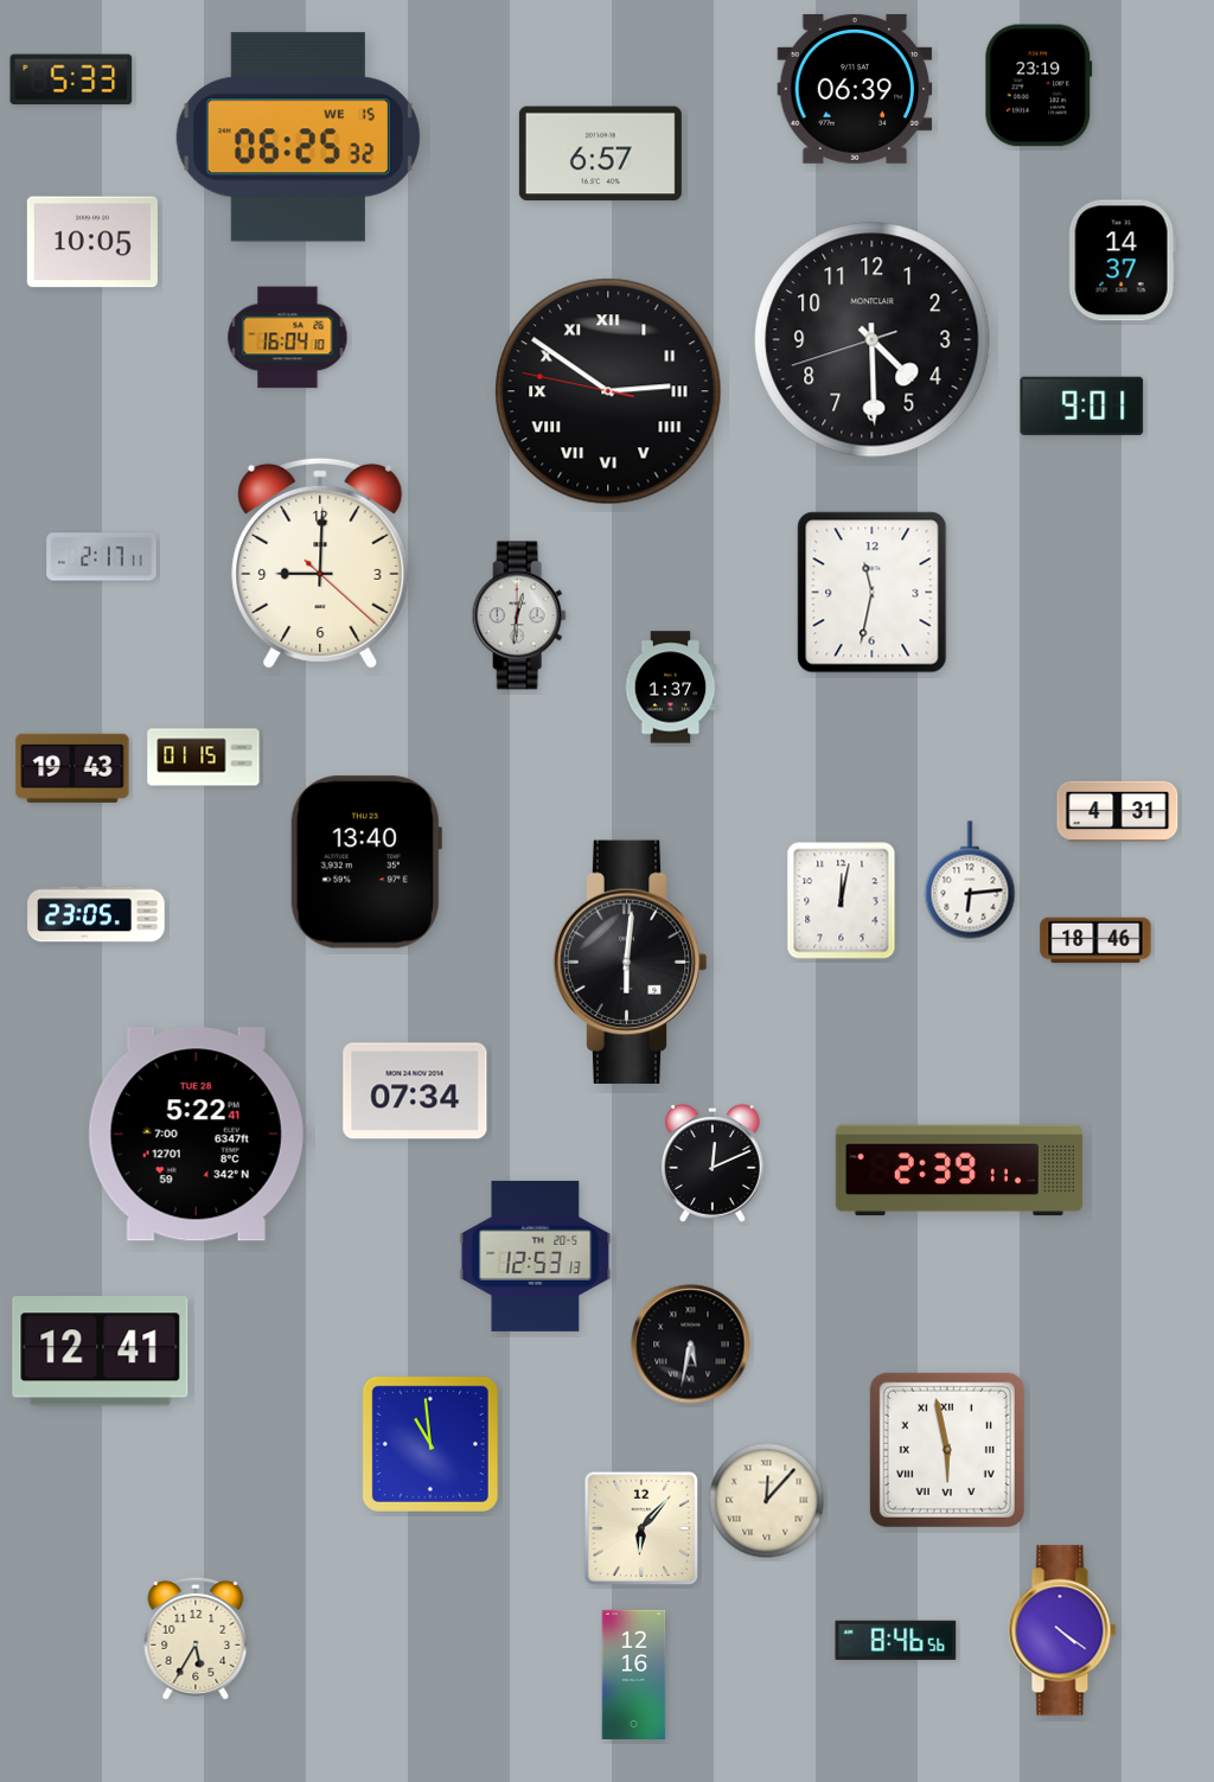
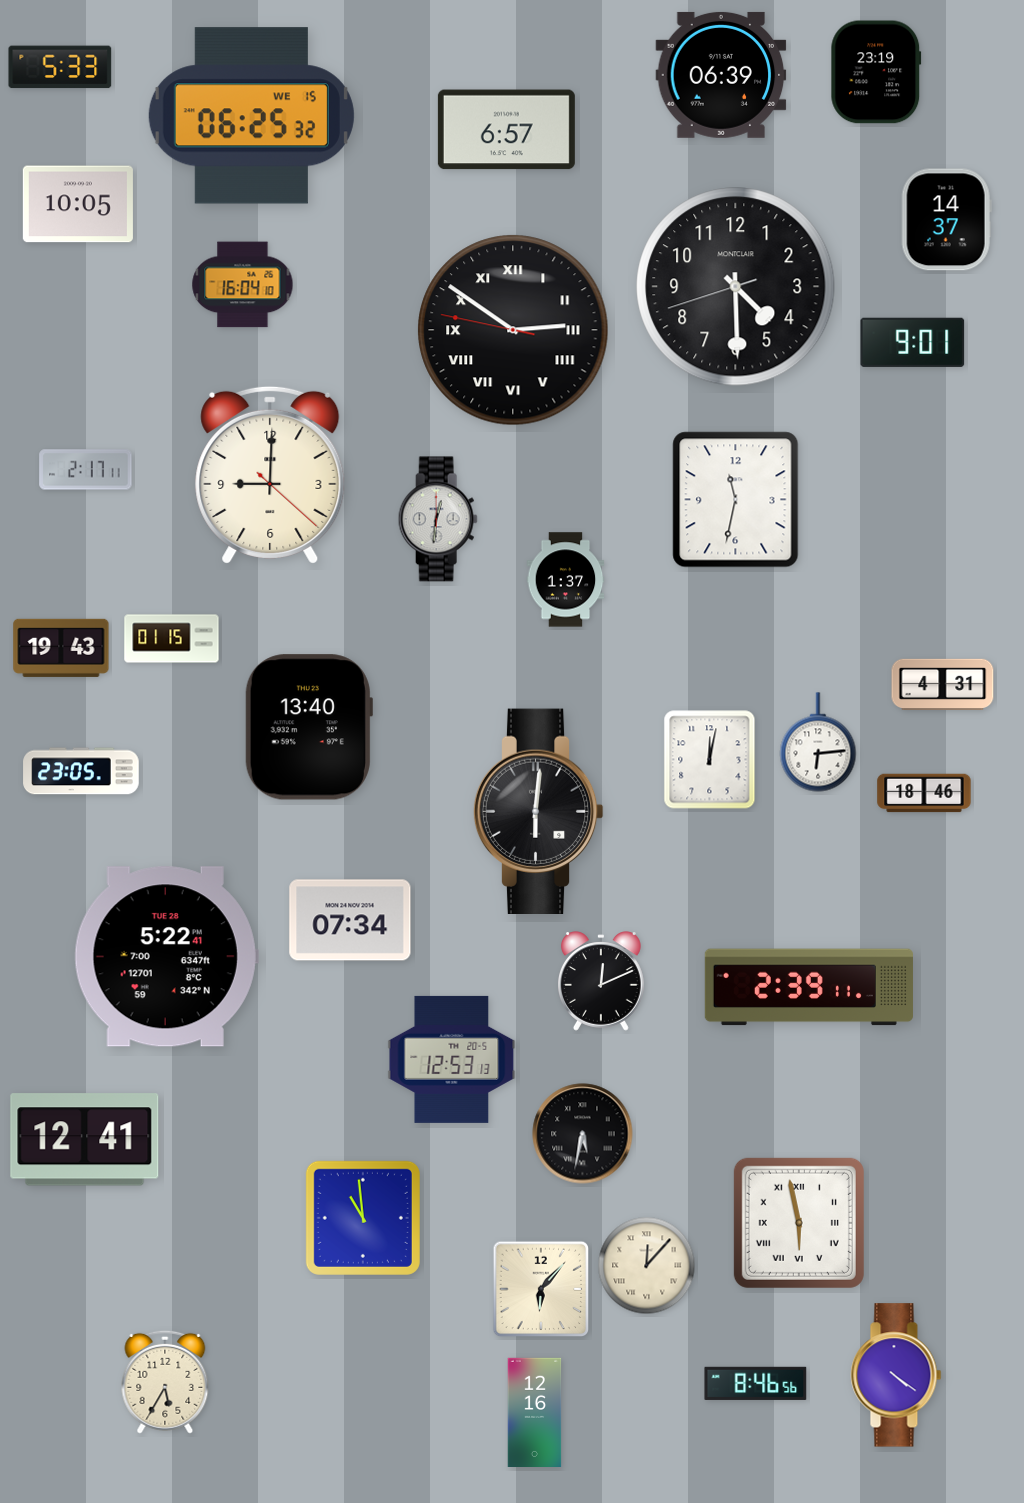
clock at (630, 962) position: (630, 962) -> (538, 811)
